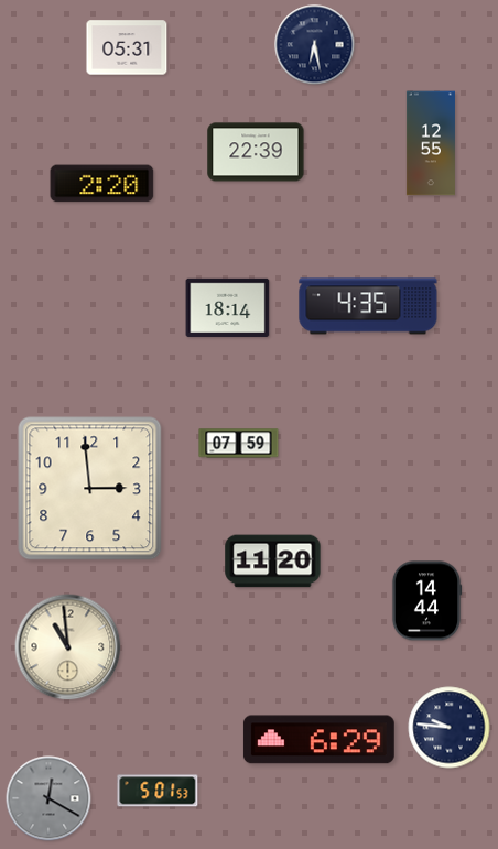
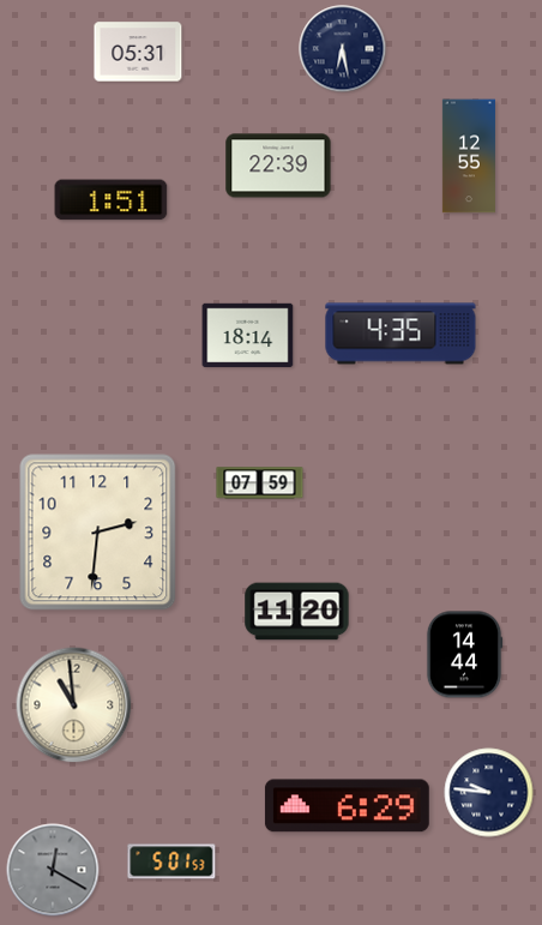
clock at (102, 184): 2:20 -> 1:51
clock at (90, 489): 2:59 -> 2:31
